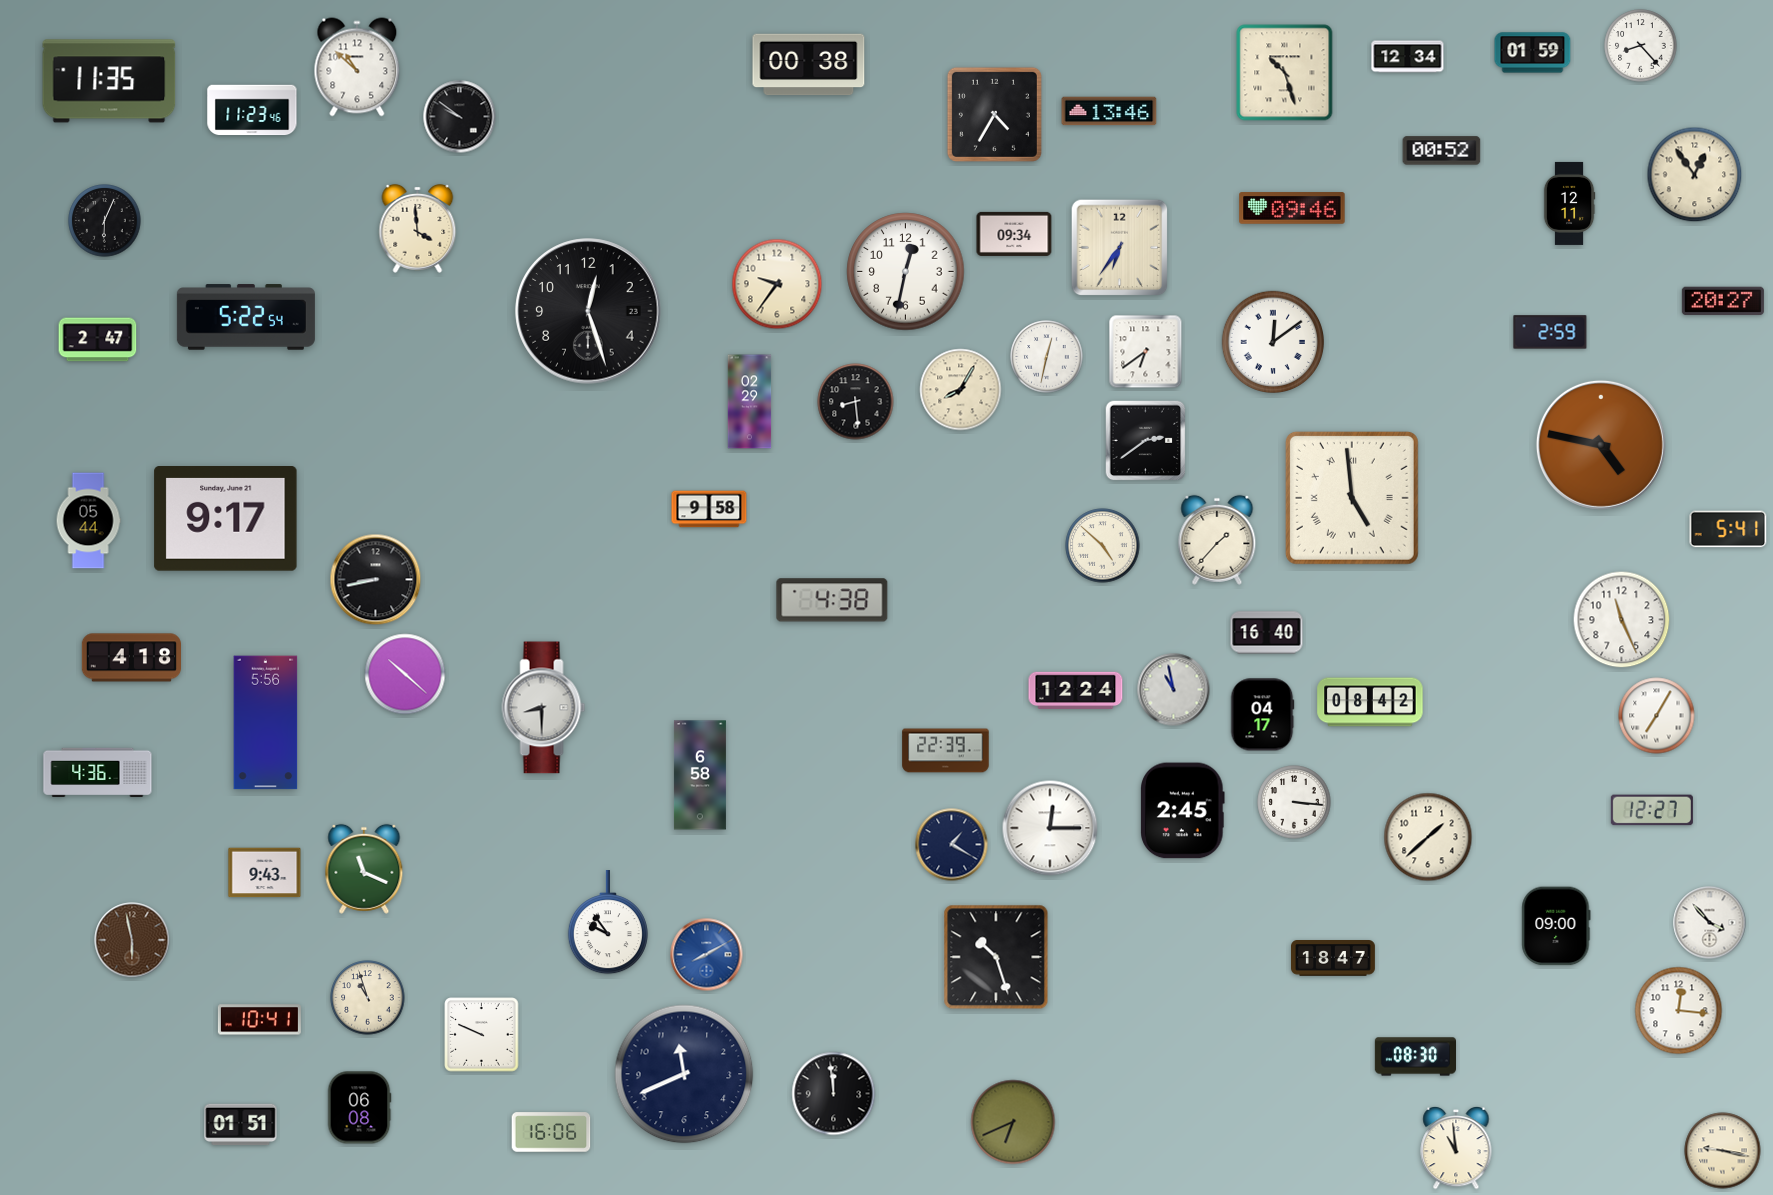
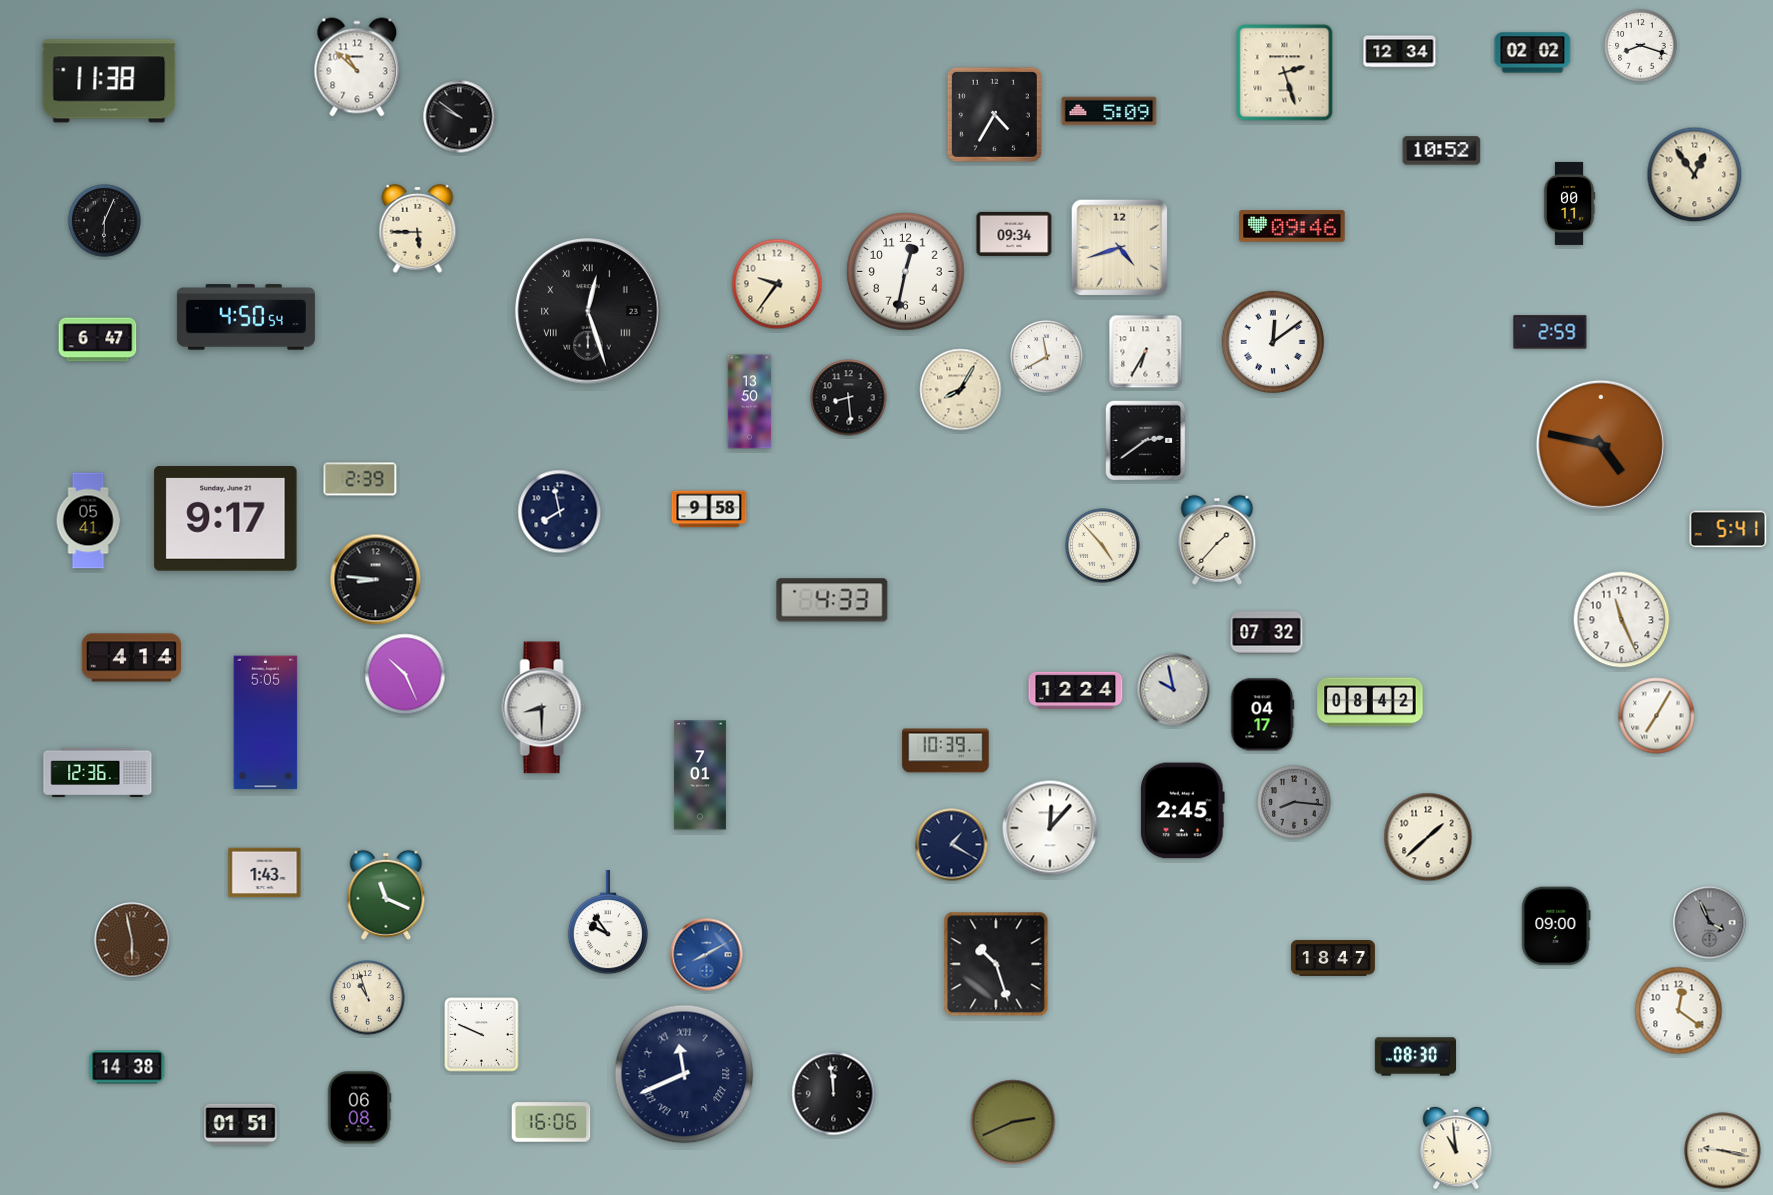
clock at (1641, 46): 8:23 -> 8:18
clock at (1533, 53): 01:59 -> 02:02
clock at (1408, 57) position: (1408, 57) -> (1400, 52)
clock at (809, 65): 00:38 -> none
clock at (1285, 73): 10:27 -> 2:27
clock at (109, 81): 11:35 -> 11:38
clock at (252, 110): 11:23 -> none
clock at (1109, 111): 13:46 -> 5:09
clock at (1442, 151): 00:52 -> 10:52
clock at (1569, 203): 12:11 -> 00:11
clock at (1292, 208) position: (1292, 208) -> (1292, 226)
clock at (418, 228): 3:59 -> 5:45
clock at (1120, 248): 6:36 -> 4:42
clock at (1723, 301): 20:27 -> none
clock at (588, 311) numerals: Arabic -> Roman
clock at (246, 317): 5:22 -> 4:50
clock at (98, 340): 2:47 -> 6:47
clock at (1146, 352): 6:39 -> 6:35
clock at (1047, 357): 12:32 -> 11:40
clock at (750, 402): 02:29 -> 13:50
clock at (856, 402) position: (856, 402) -> (849, 398)
clock at (360, 479): none -> 2:39
clock at (1352, 498): 4:59 -> none
clock at (560, 512): none -> 7:58
clock at (88, 521): 05:44 -> 05:41
clock at (1103, 546): 4:52 -> 4:53
clock at (376, 580): 8:43 -> 8:46
clock at (832, 600): 4:38 -> 4:33
clock at (1267, 633): 16:40 -> 07:32
clock at (132, 658): 4:18 -> 4:14
clock at (405, 674): 10:22 -> 10:26
clock at (1174, 690): 10:58 -> 9:58
clock at (266, 723): 5:56 -> 5:05
clock at (946, 751): 22:39 -> 10:39
clock at (98, 773): 4:36 -> 12:36
clock at (700, 775): 6:58 -> 7:01
clock at (1294, 802): 3:16 -> 8:16
clock at (1294, 802) dial: white -> grey
clock at (1652, 810): 12:27 -> none
clock at (1050, 828): 12:15 -> 12:07
clock at (364, 869) position: (364, 869) -> (386, 895)
clock at (265, 873): 9:43 -> 1:43
clock at (1710, 923): 3:53 -> 3:56
clock at (1710, 923) dial: white -> grey
clock at (996, 957) position: (996, 957) -> (996, 964)
clock at (1679, 1011): 12:16 -> 12:21
clock at (259, 1020): 10:41 -> none
clock at (127, 1067): none -> 14:38
clock at (684, 1074) numerals: Arabic -> Roman
clock at (1013, 1122): 6:41 -> 2:41
clock at (551, 1132) position: (551, 1132) -> (551, 1122)
